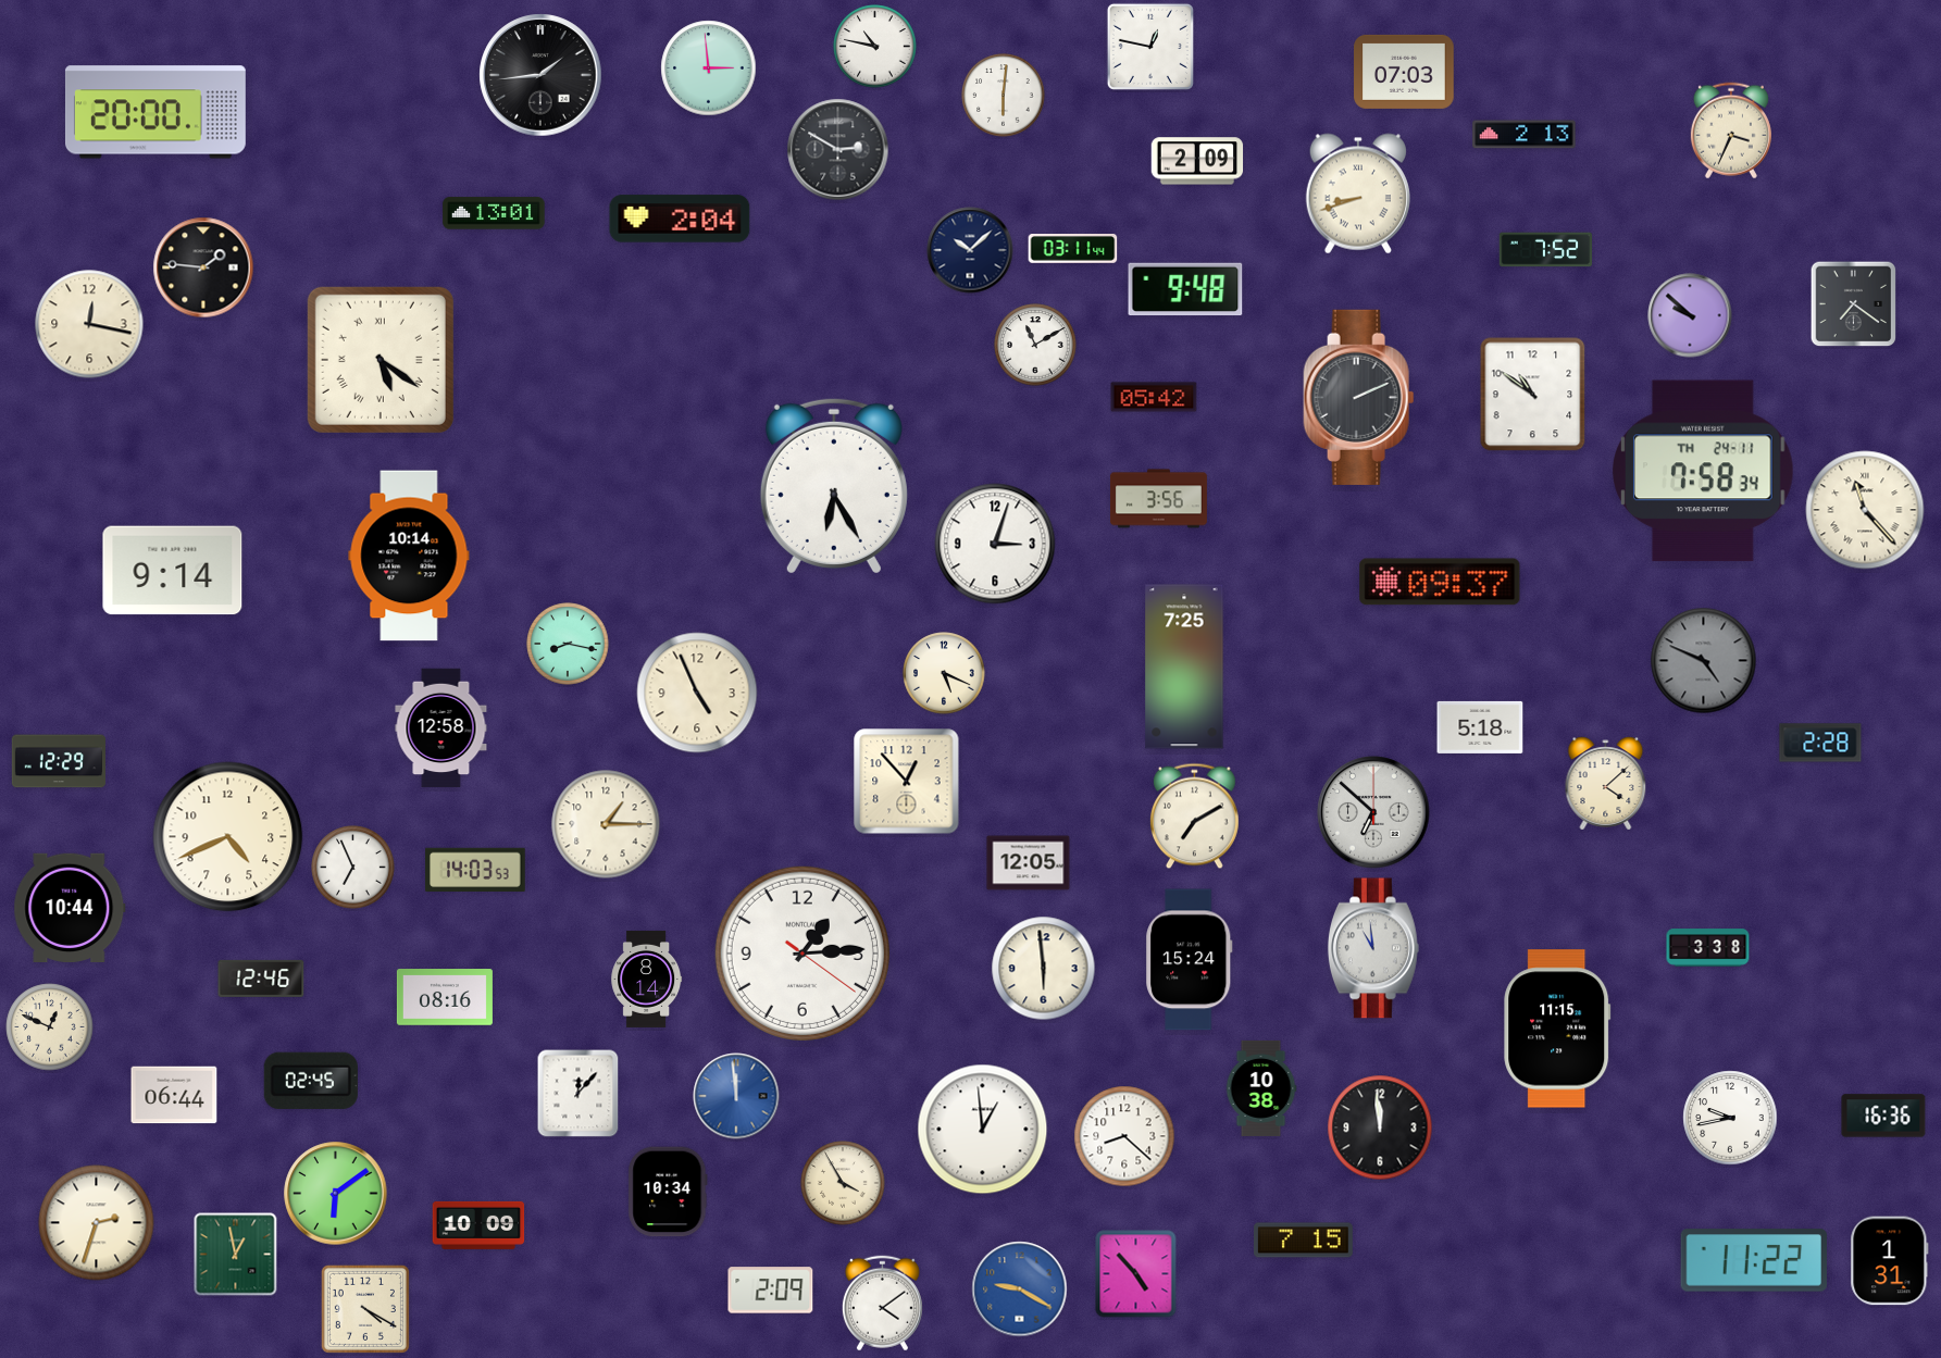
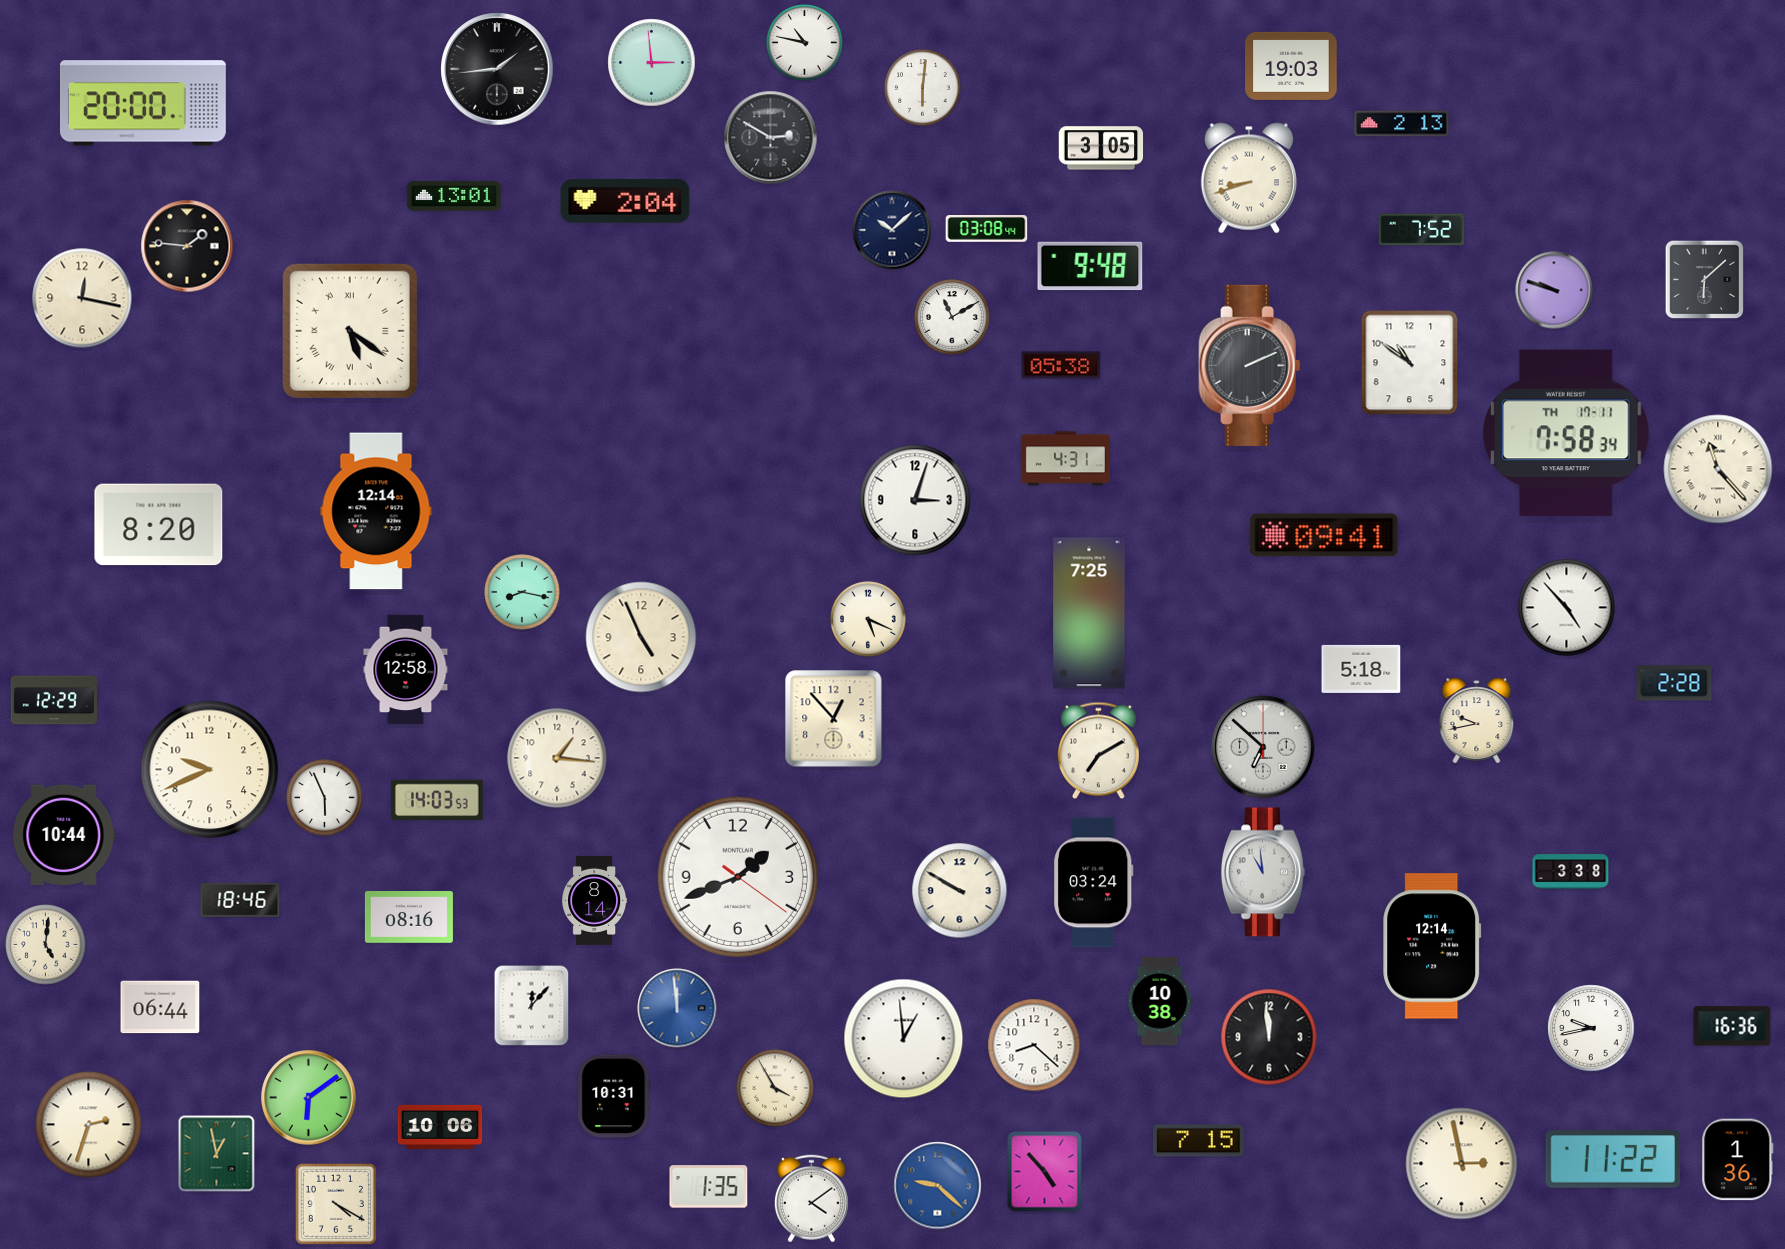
clock at (1150, 47): 12:47 -> none
clock at (1404, 72): 07:03 -> 19:03
clock at (1731, 130): 3:34 -> none
clock at (1197, 161): 2:09 -> 3:05
clock at (1073, 249): 03:11 -> 03:08
clock at (1854, 304): 7:21 -> 6:08
clock at (1690, 315): 9:52 -> 9:48
clock at (1154, 397): 05:42 -> 05:38
clock at (1704, 471) date: TH 24-11 -> TH 17-11
clock at (834, 486): 6:25 -> none
clock at (1158, 499): 3:56 -> 4:31
clock at (1865, 510) position: (1865, 510) -> (1718, 469)
clock at (409, 556): 10:14 -> 12:14
clock at (173, 571): 9:14 -> 8:20
clock at (1440, 582): 09:37 -> 09:41
clock at (1704, 661): 4:49 -> 4:53
clock at (1704, 661) dial: grey -> white
clock at (1606, 784): 4:08 -> 9:43
clock at (606, 824): 1:15 -> 1:16
clock at (228, 837): 4:41 -> 9:41
clock at (1029, 863): 12:05 -> none
clock at (353, 868): 6:56 -> 5:56
clock at (802, 954): 1:14 -> 1:41
clock at (1190, 960): 15:24 -> 03:24
clock at (1044, 969): 5:59 -> 9:50
clock at (261, 979): 12:46 -> 18:46
clock at (50, 1027): 12:49 -> 5:01
clock at (1557, 1029): 11:15 -> 12:14
clock at (311, 1081): 02:45 -> none
clock at (668, 1192): 10:34 -> 10:31
clock at (478, 1225): 10:09 -> 10:06
clock at (1890, 1261): 1:31 -> 1:36
clock at (1462, 1164): none -> 2:58
clock at (1020, 1290): 9:20 -> 9:22
clock at (771, 1291): 2:09 -> 1:35
